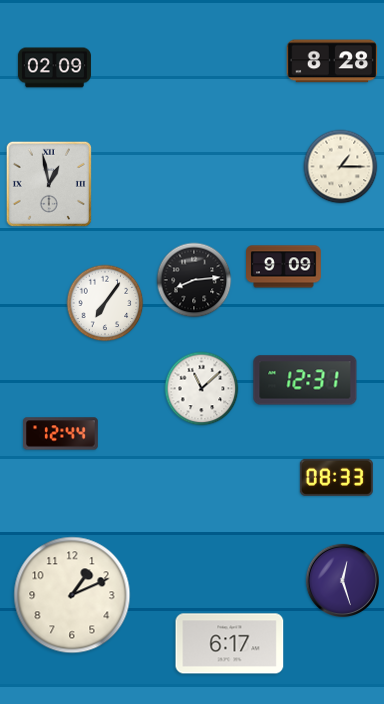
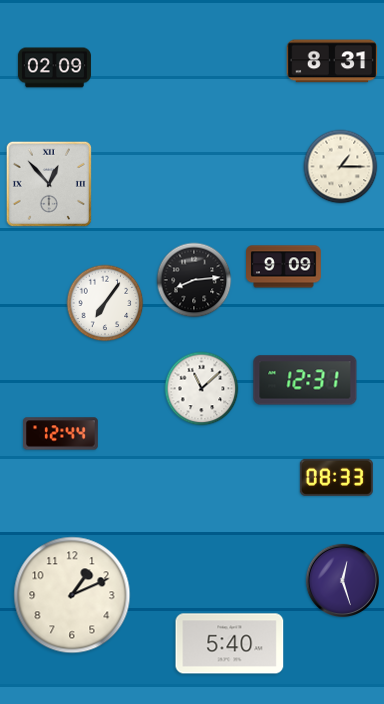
clock at (332, 61): 8:28 -> 8:31
clock at (49, 184): 12:58 -> 12:53
clock at (230, 644): 6:17 -> 5:40
